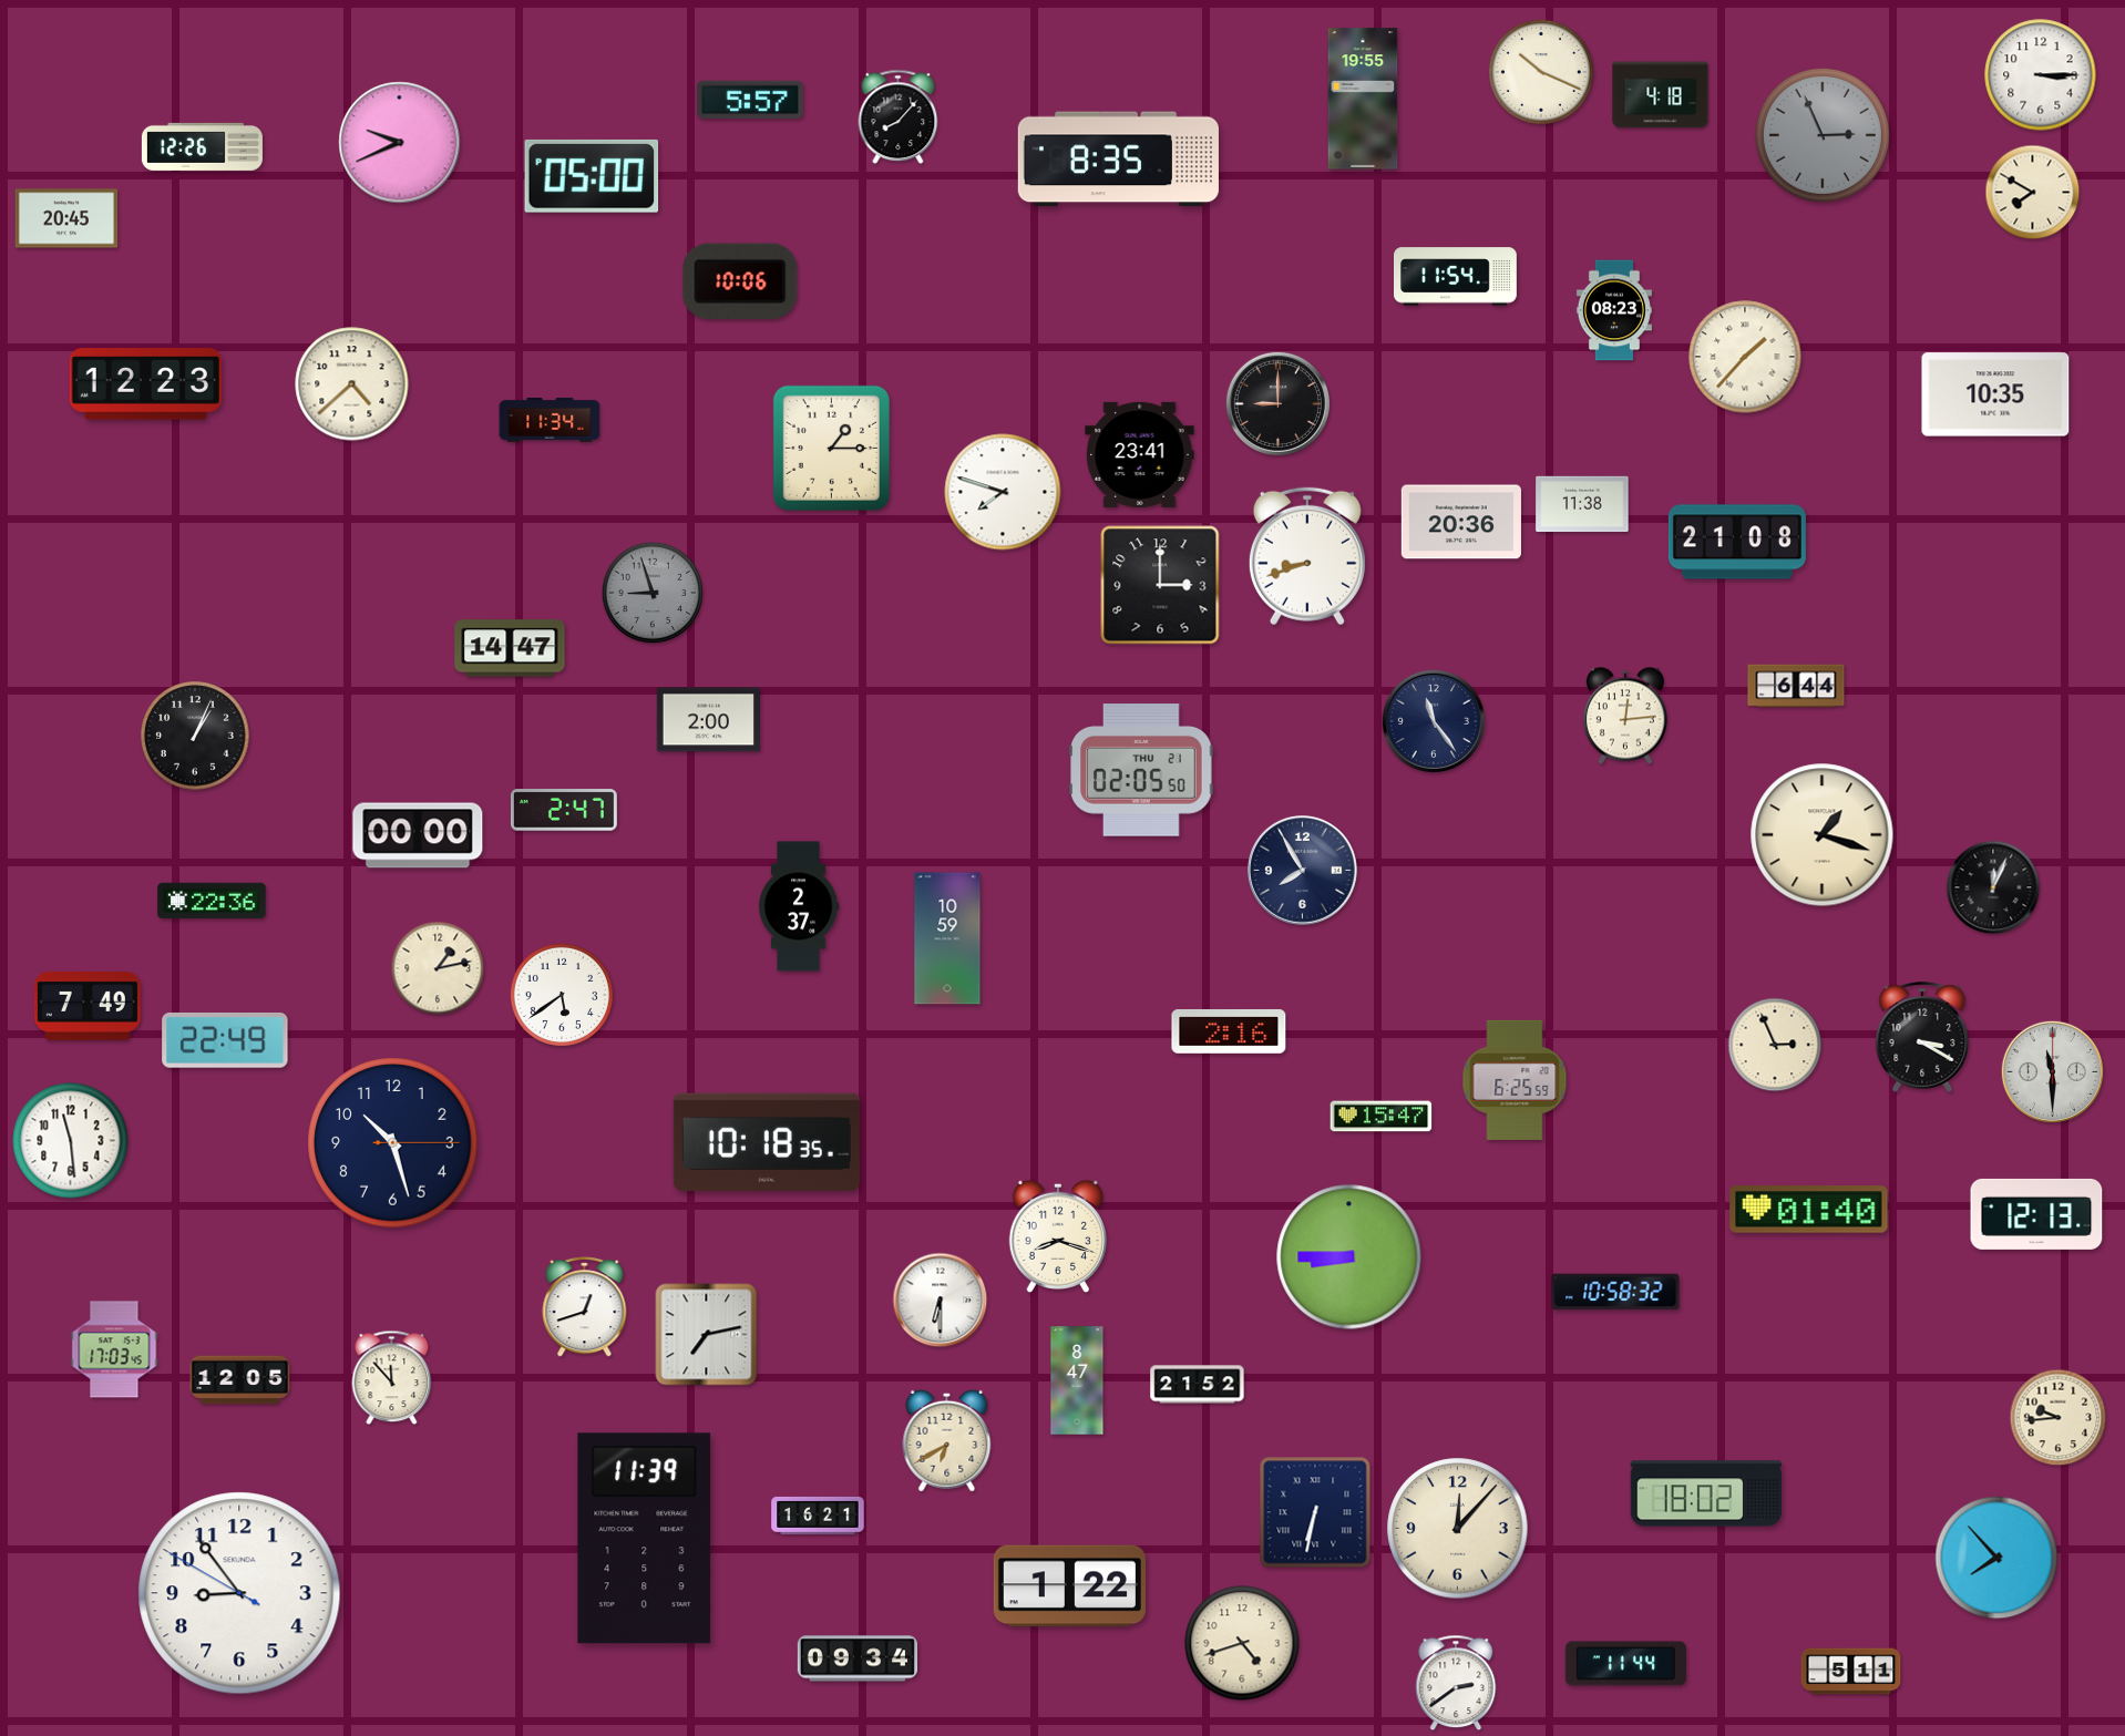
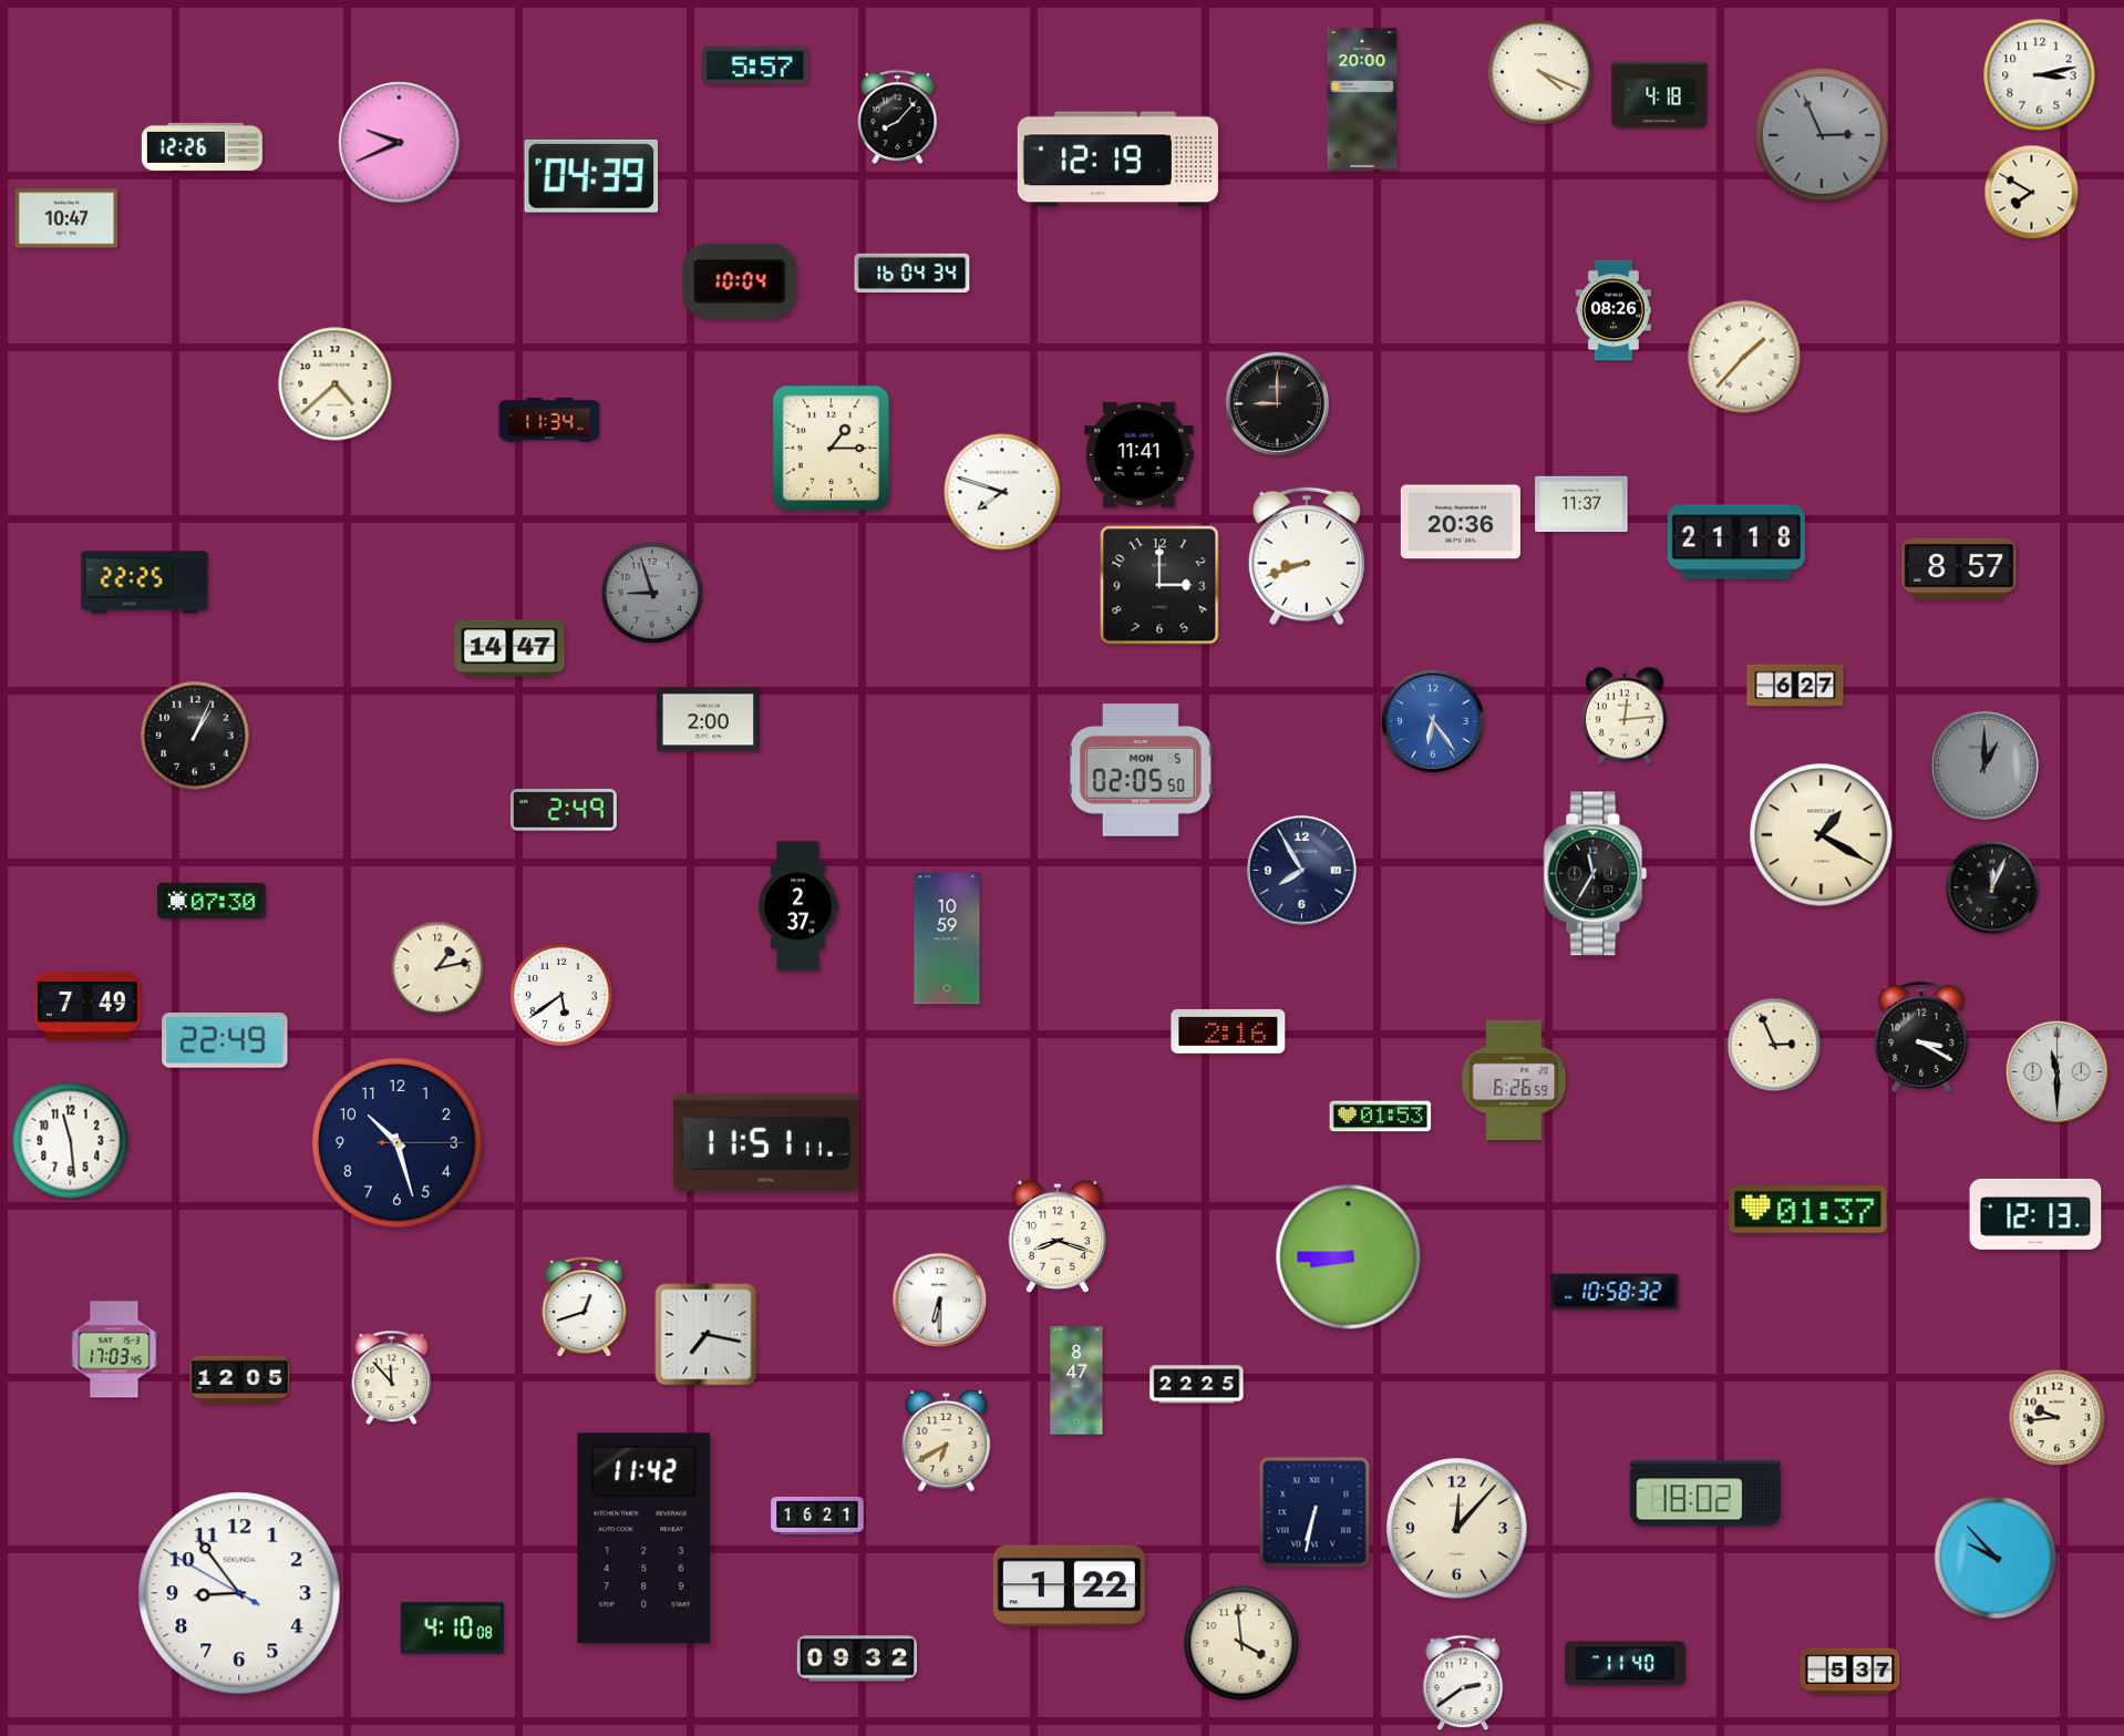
clock at (1541, 72): 10:19 -> 4:19
clock at (2041, 75): 3:15 -> 3:13
clock at (1363, 99): 19:55 -> 20:00
clock at (750, 100) position: (750, 100) -> (755, 65)
clock at (1118, 160): 8:35 -> 12:19
clock at (592, 176): 05:00 -> 04:39
clock at (66, 218): 20:45 -> 10:47
clock at (913, 274): none -> 16:04
clock at (1456, 277): 11:54 -> none
clock at (740, 281): 10:06 -> 10:04
clock at (1614, 310): 08:23 -> 08:26
clock at (145, 384): 12:23 -> none
clock at (352, 384) position: (352, 384) -> (336, 384)
clock at (1995, 394): 10:35 -> none
clock at (1140, 454): 23:41 -> 11:41
clock at (1582, 504): 11:38 -> 11:37
clock at (1737, 542): 21:08 -> 21:18
clock at (1959, 569): none -> 8:57
clock at (145, 583): none -> 22:25
clock at (1796, 686): 6:44 -> 6:27
clock at (1434, 721): 11:24 -> 6:24
clock at (1434, 721) dial: navy -> blue
clock at (1984, 766): none -> 1:00
clock at (1141, 770) date: THU 21 -> MON 5
clock at (564, 810): 2:47 -> 2:49
clock at (418, 835): 00:00 -> none
clock at (1823, 835): 1:18 -> 1:20
clock at (1596, 874): none -> 11:35
clock at (212, 901): 22:36 -> 07:30
clock at (2052, 1071) position: (2052, 1071) -> (2056, 1071)
clock at (1515, 1080): 6:25 -> 6:26
clock at (1382, 1117): 15:47 -> 01:53
clock at (767, 1142): 10:18 -> 11:51
clock at (393, 1143) position: (393, 1143) -> (398, 1143)
clock at (1809, 1210): 01:40 -> 01:37
clock at (707, 1335): 7:13 -> 7:17
clock at (1198, 1385): 21:52 -> 22:25
clock at (645, 1539): 11:39 -> 11:42
clock at (1996, 1558): 7:53 -> 9:53
clock at (452, 1629): none -> 4:10
clock at (1242, 1643): 4:42 -> 3:59
clock at (858, 1658): 09:34 -> 09:32
clock at (1625, 1664): 11:44 -> 11:40
clock at (1851, 1672): 5:11 -> 5:37
clock at (1456, 1683) position: (1456, 1683) -> (1463, 1683)
